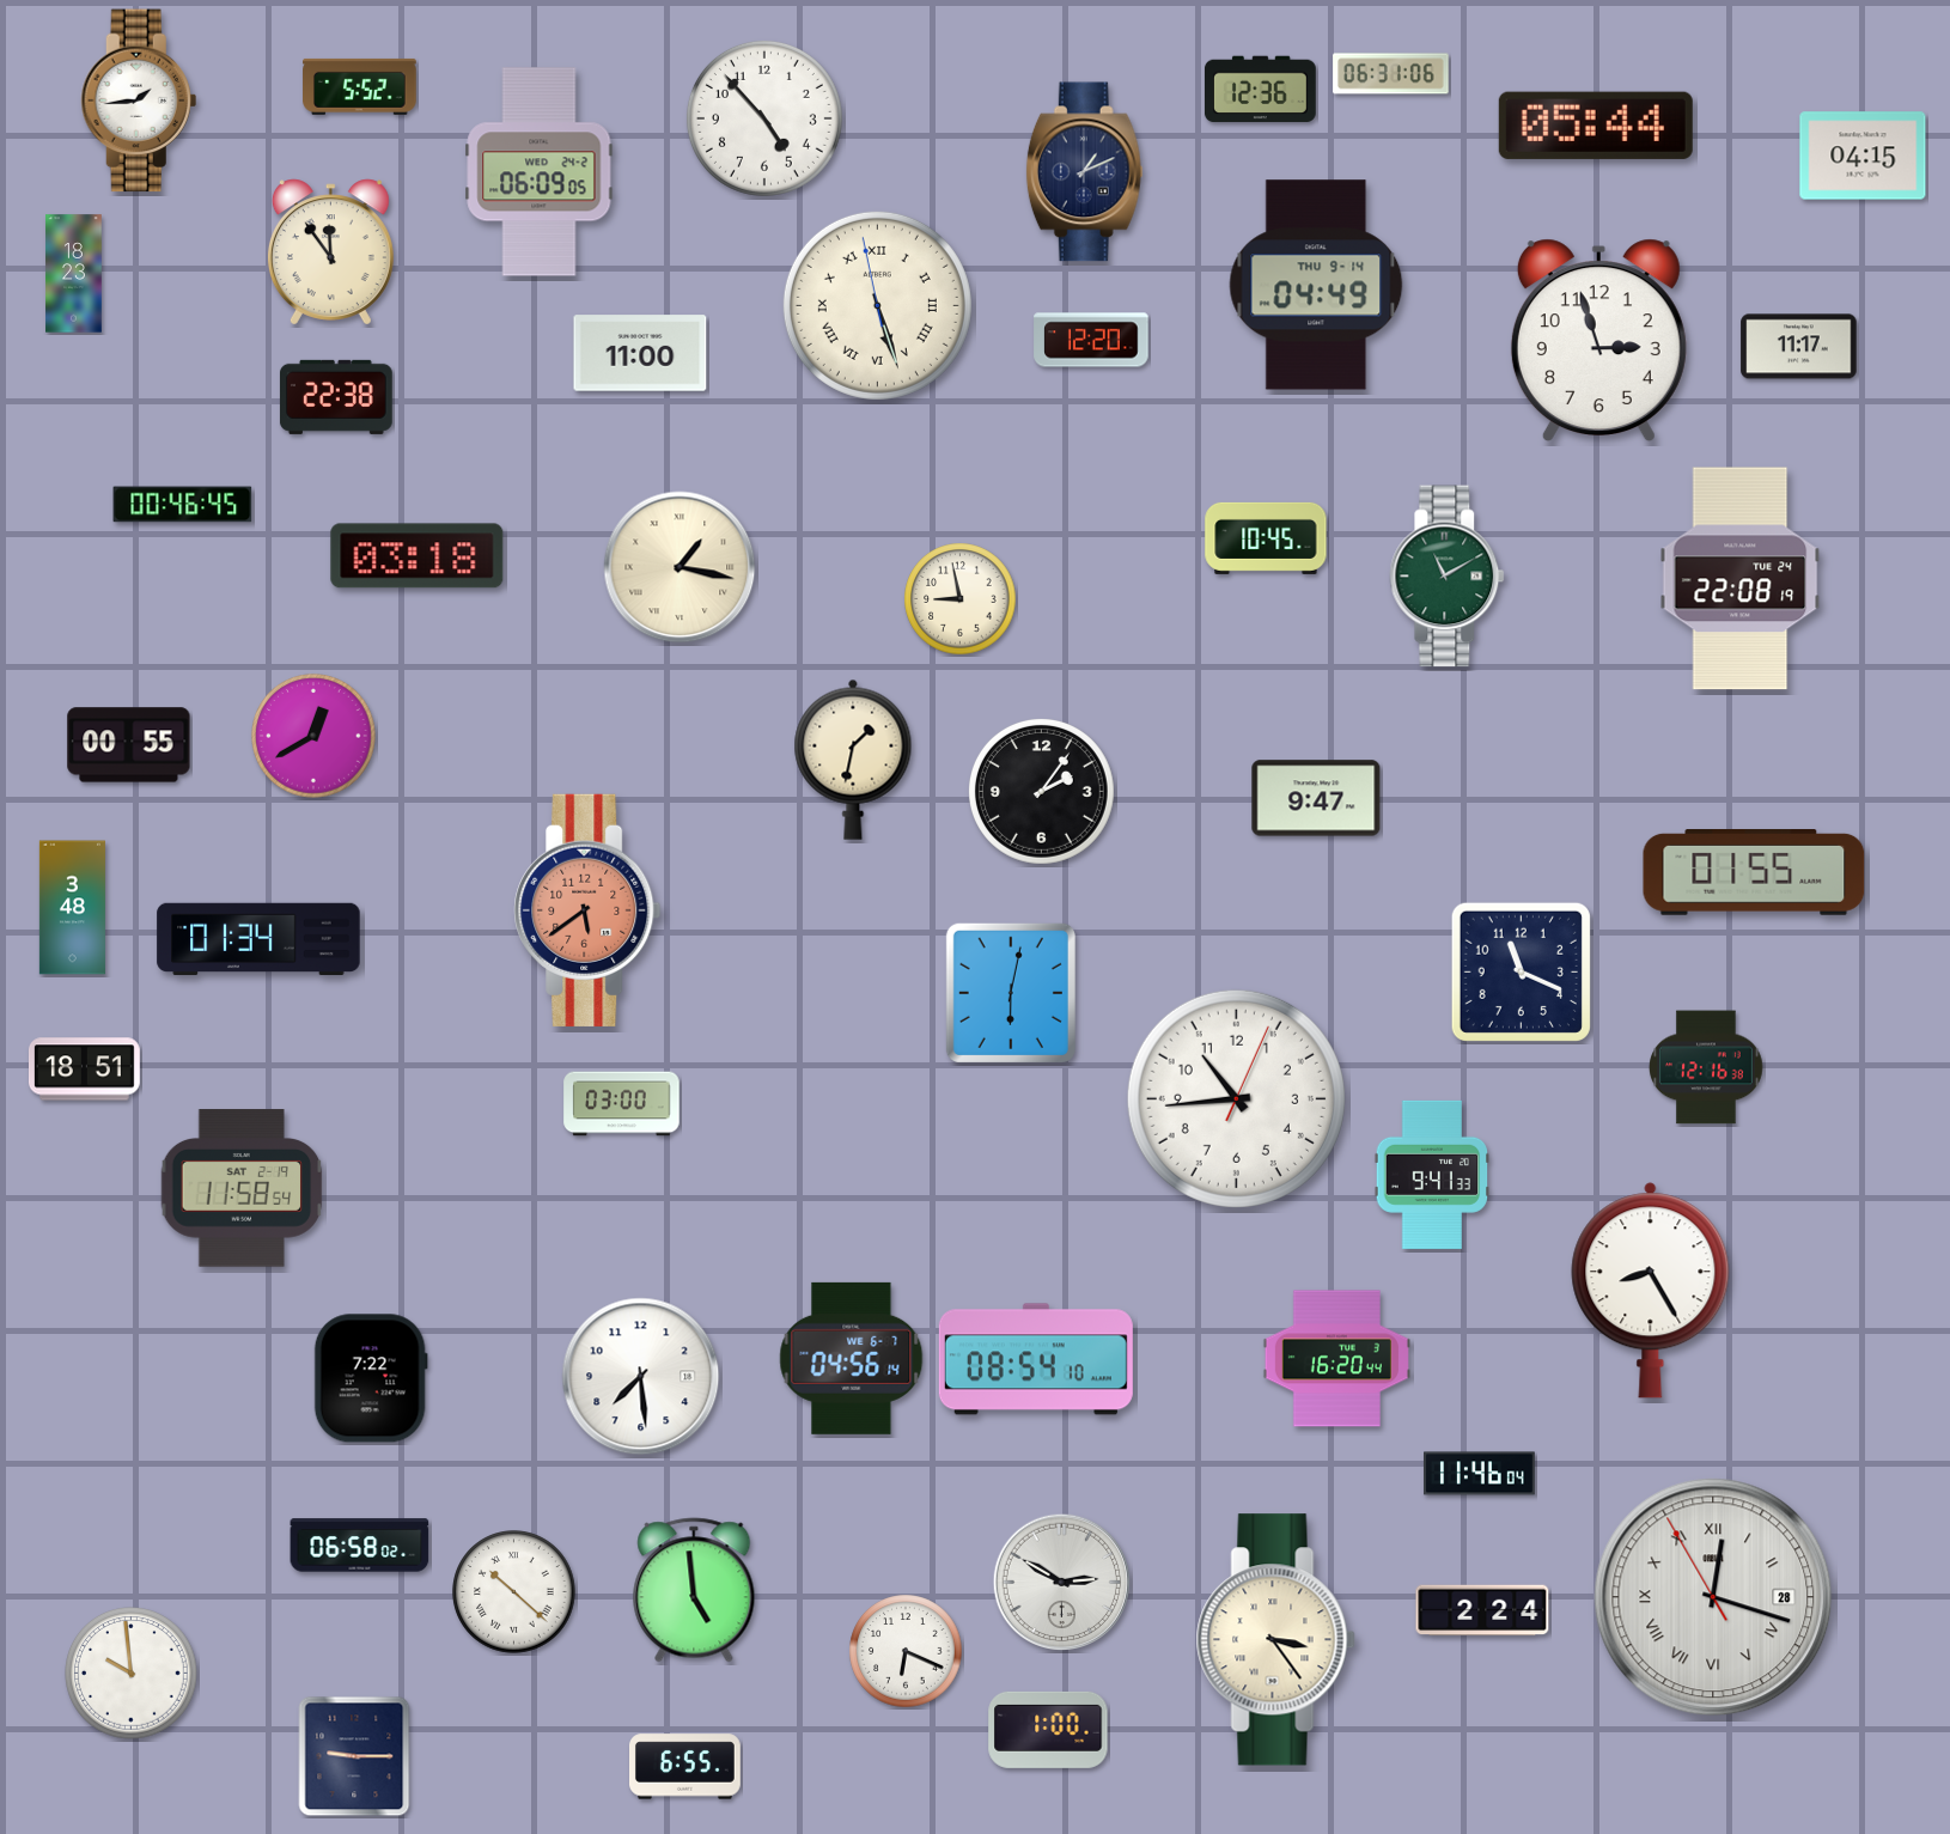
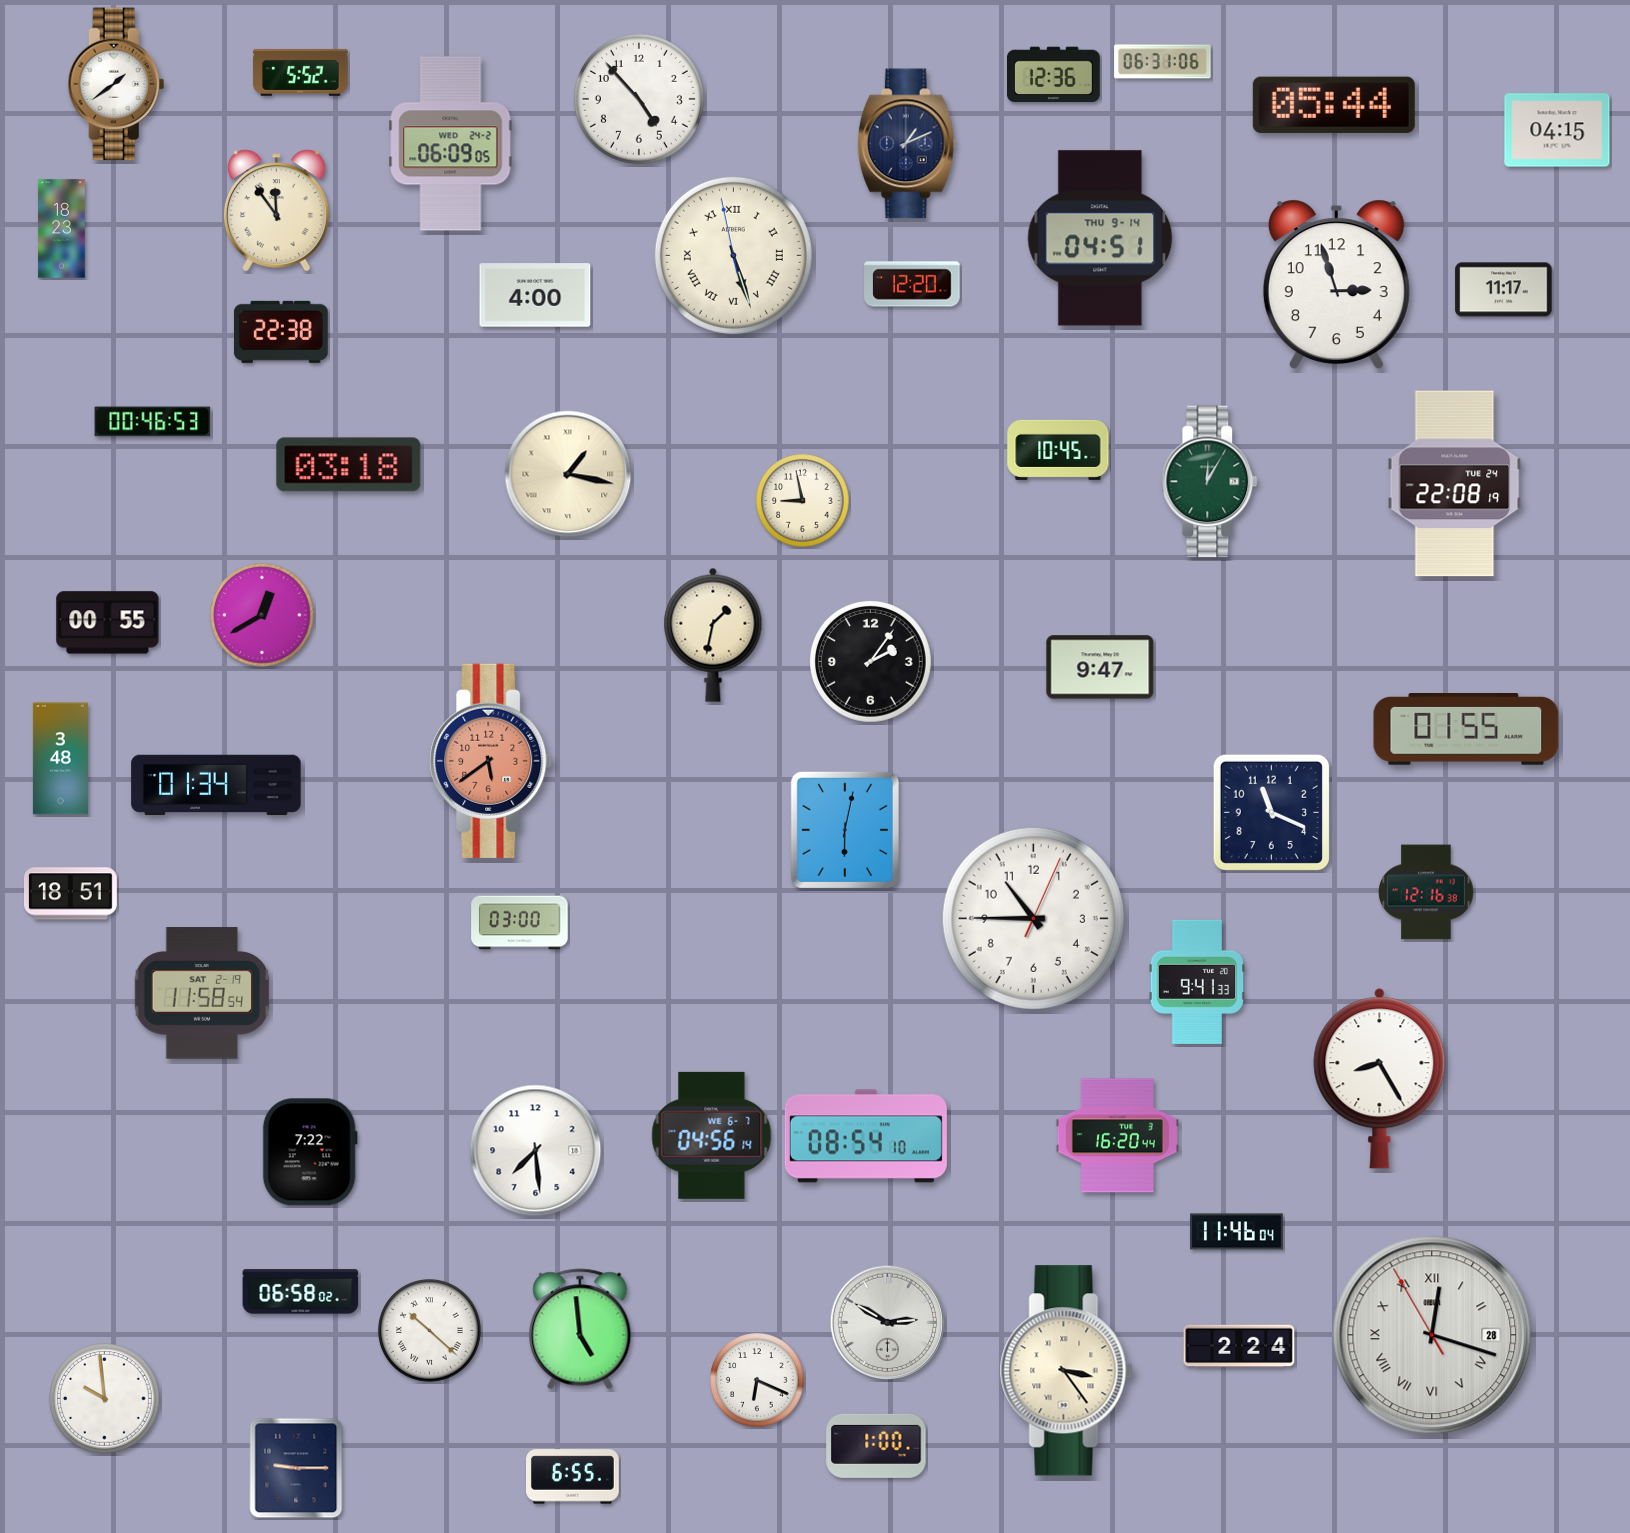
clock at (139, 100): 1:44 -> 1:39
clock at (1316, 285): 04:49 -> 04:51
clock at (640, 353): 11:00 -> 4:00
clock at (183, 505): 00:46:45 -> 00:46:53
clock at (1448, 577): 11:10 -> 12:05
clock at (1236, 1098): 10:44 -> 10:45
clock at (132, 1674) position: (132, 1674) -> (105, 1399)
